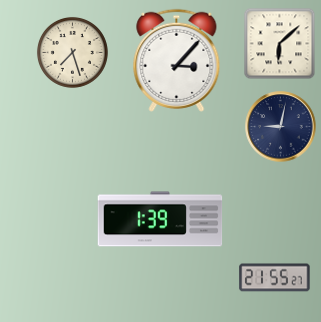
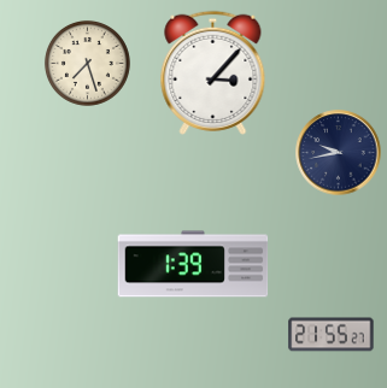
clock at (280, 44): 6:08 -> none
clock at (281, 127): 9:02 -> 9:43
